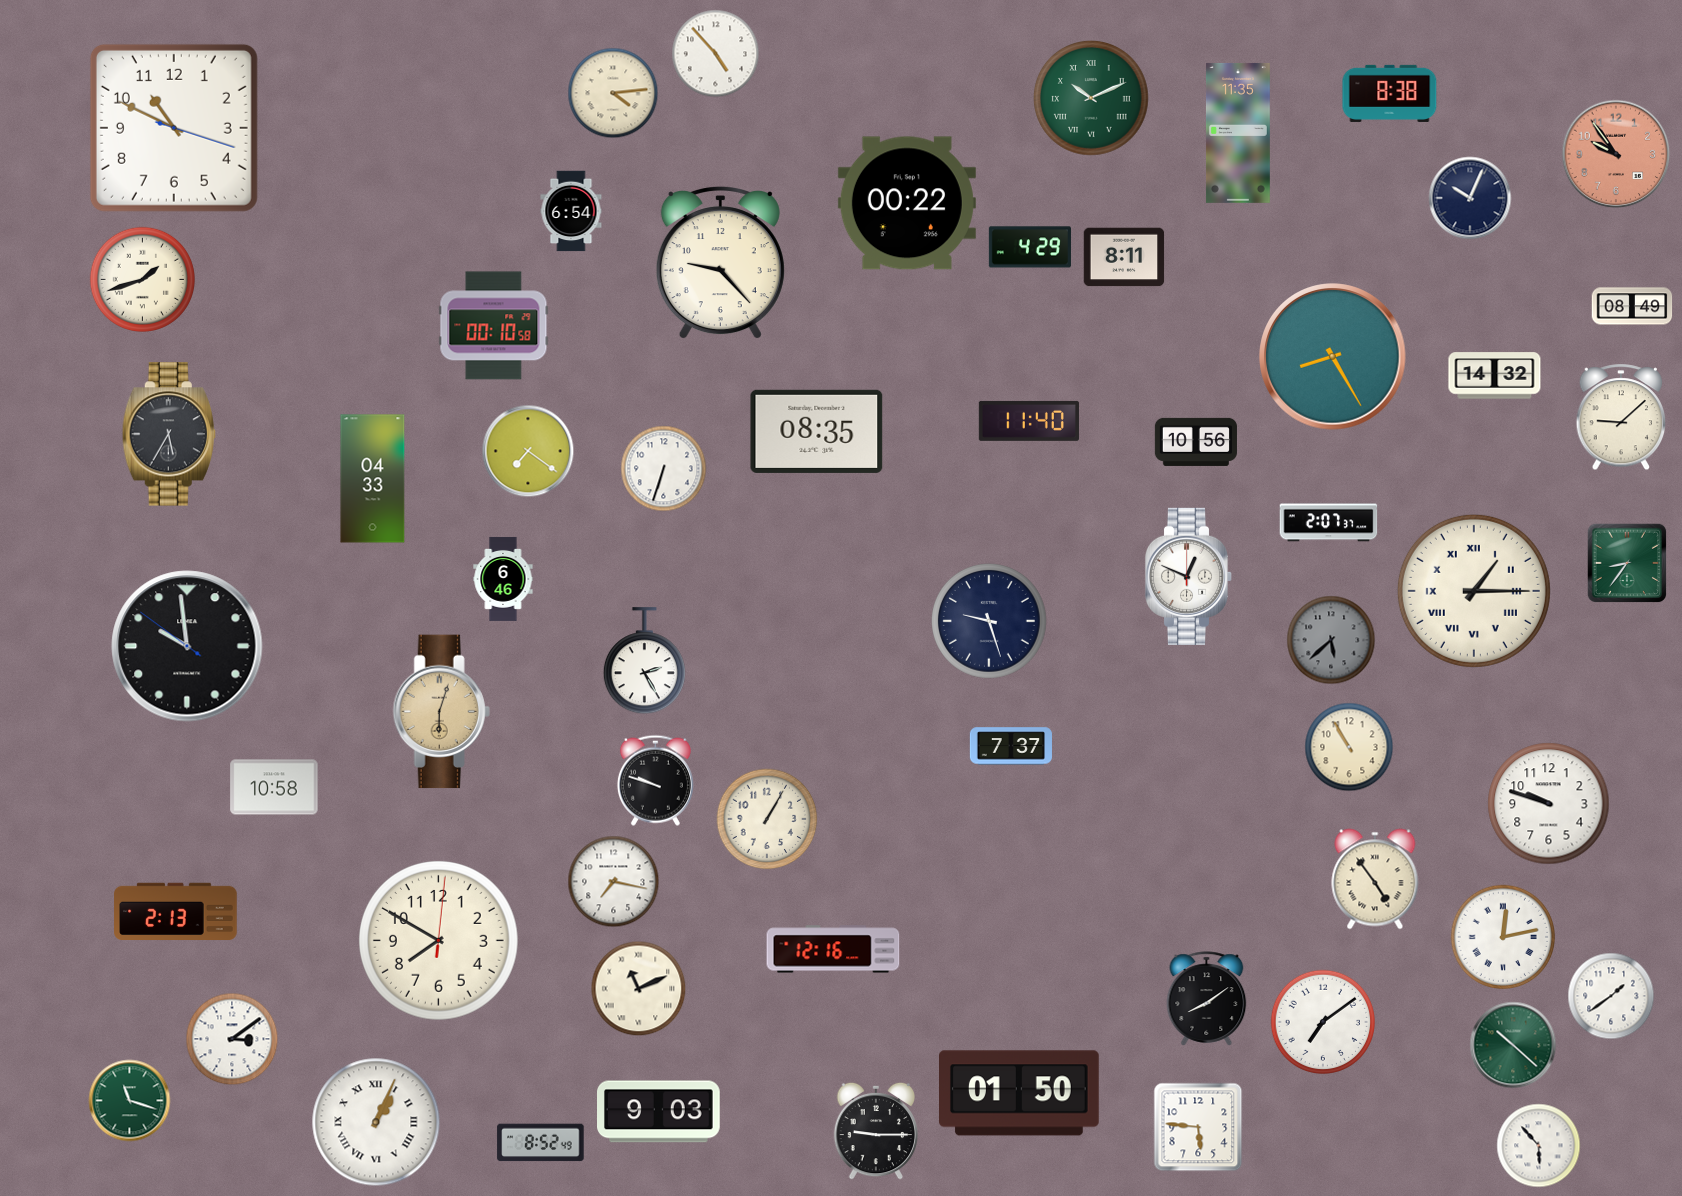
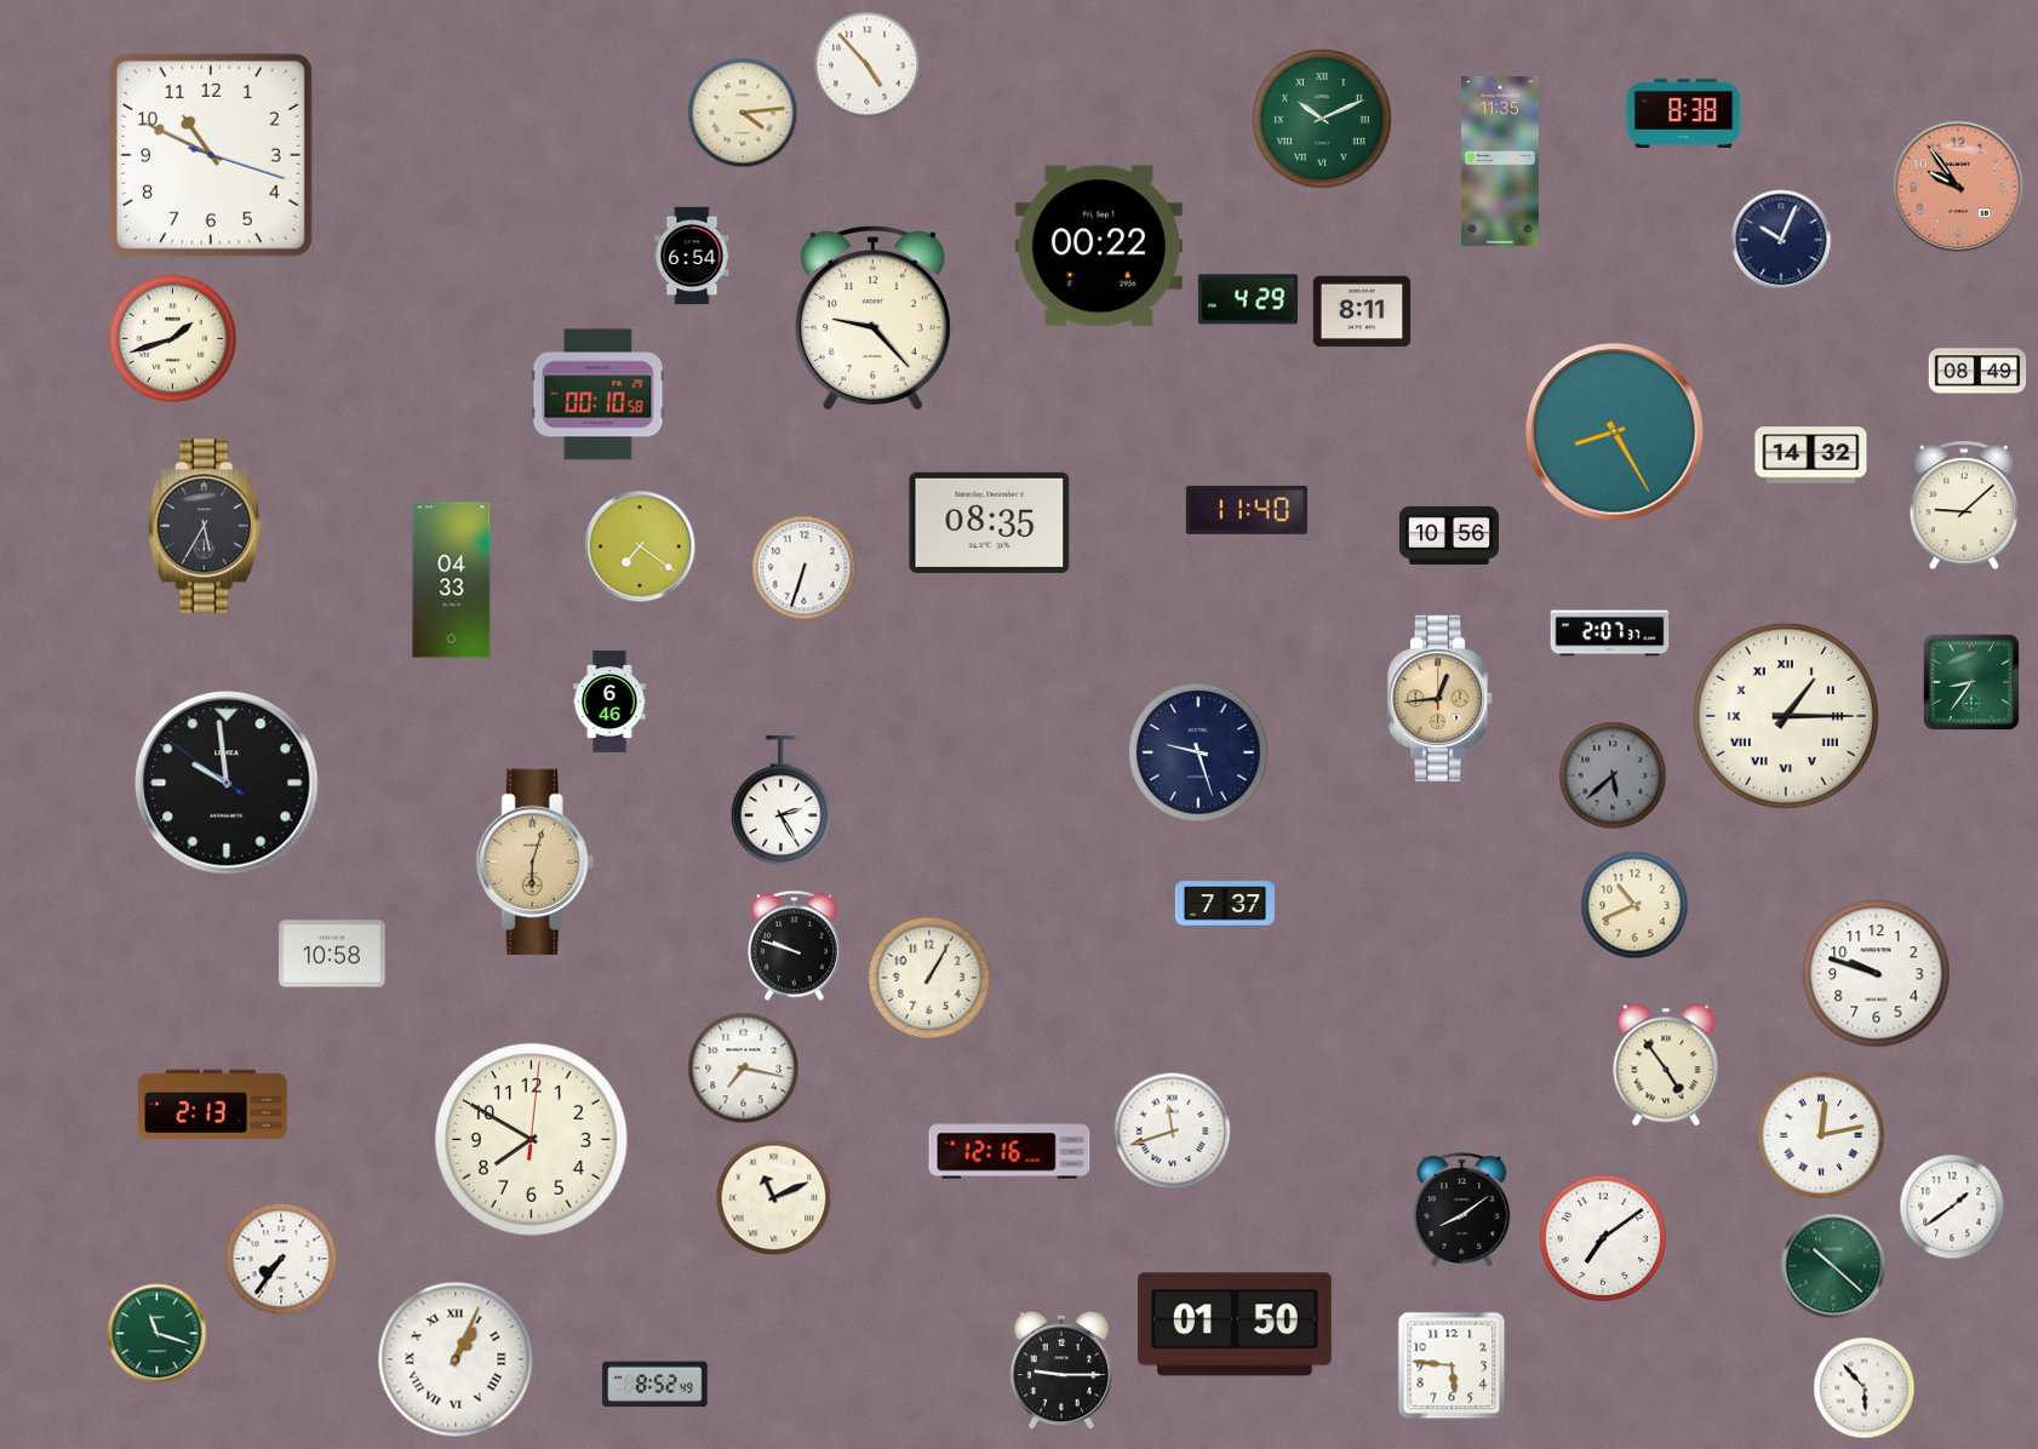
clock at (1189, 576): 12:49 -> 12:44
clock at (1189, 576) dial: white -> champagne
clock at (1349, 747): 10:55 -> 10:41
clock at (767, 819) position: (767, 819) -> (929, 978)
clock at (1173, 1132): none -> 11:42
clock at (232, 1039): 3:09 -> 7:36
clock at (659, 1112): 9:03 -> none
